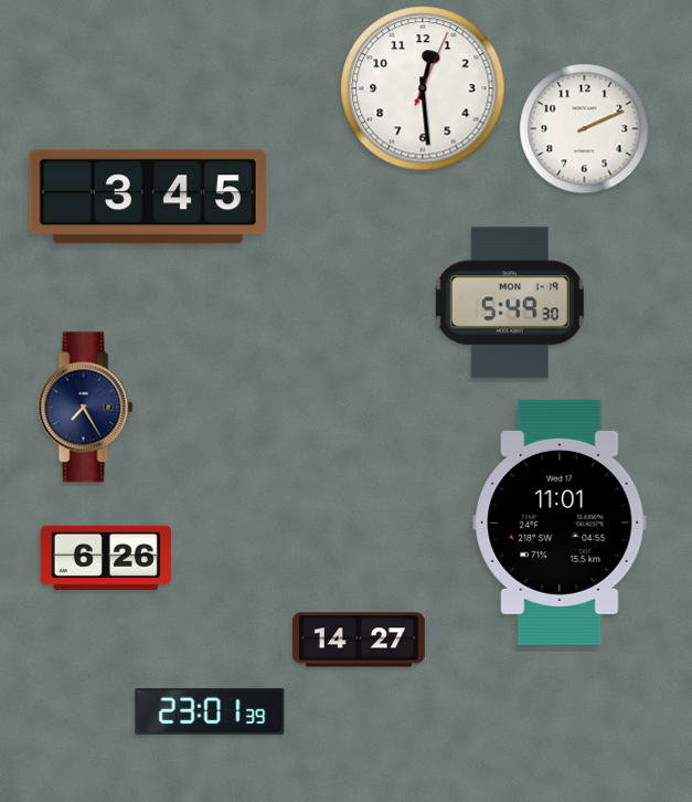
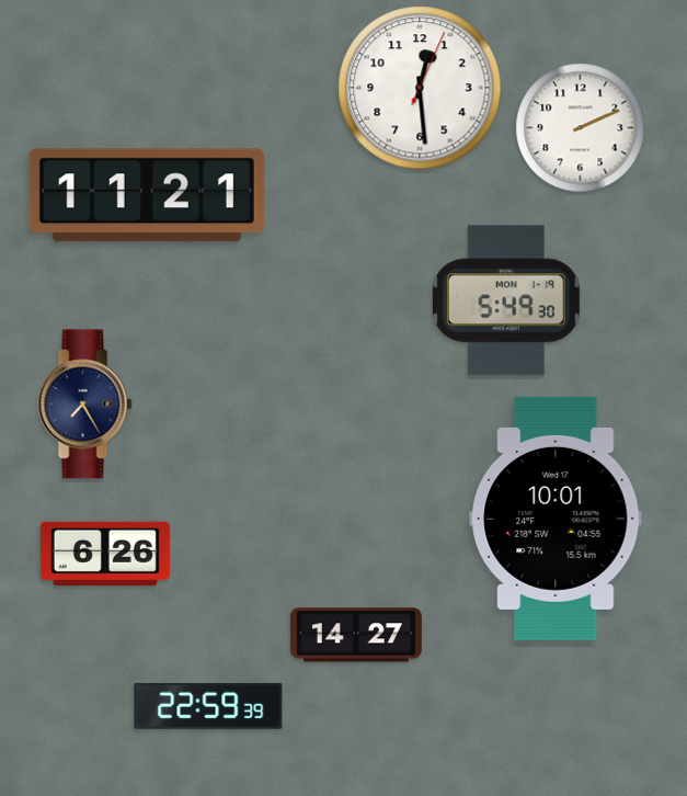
clock at (148, 197): 3:45 -> 11:21
clock at (560, 523): 11:01 -> 10:01
clock at (210, 711): 23:01 -> 22:59
